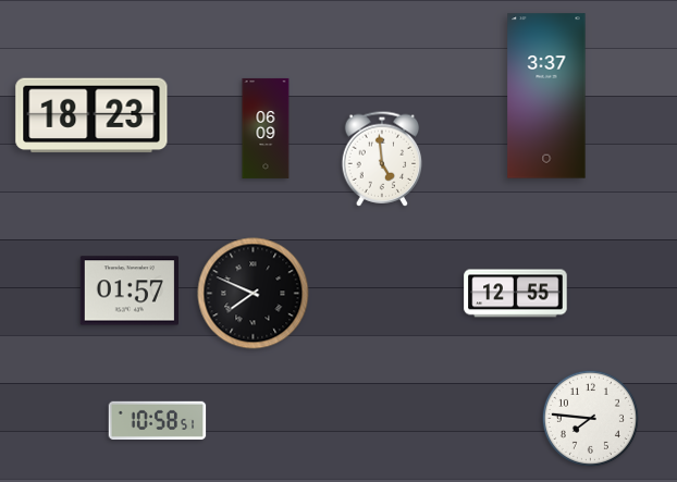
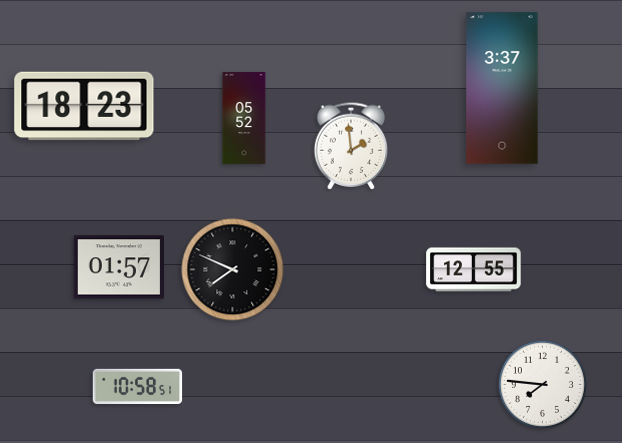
clock at (266, 128): 06:09 -> 05:52
clock at (382, 159): 4:59 -> 1:59
clock at (158, 420) position: (158, 420) -> (138, 386)
